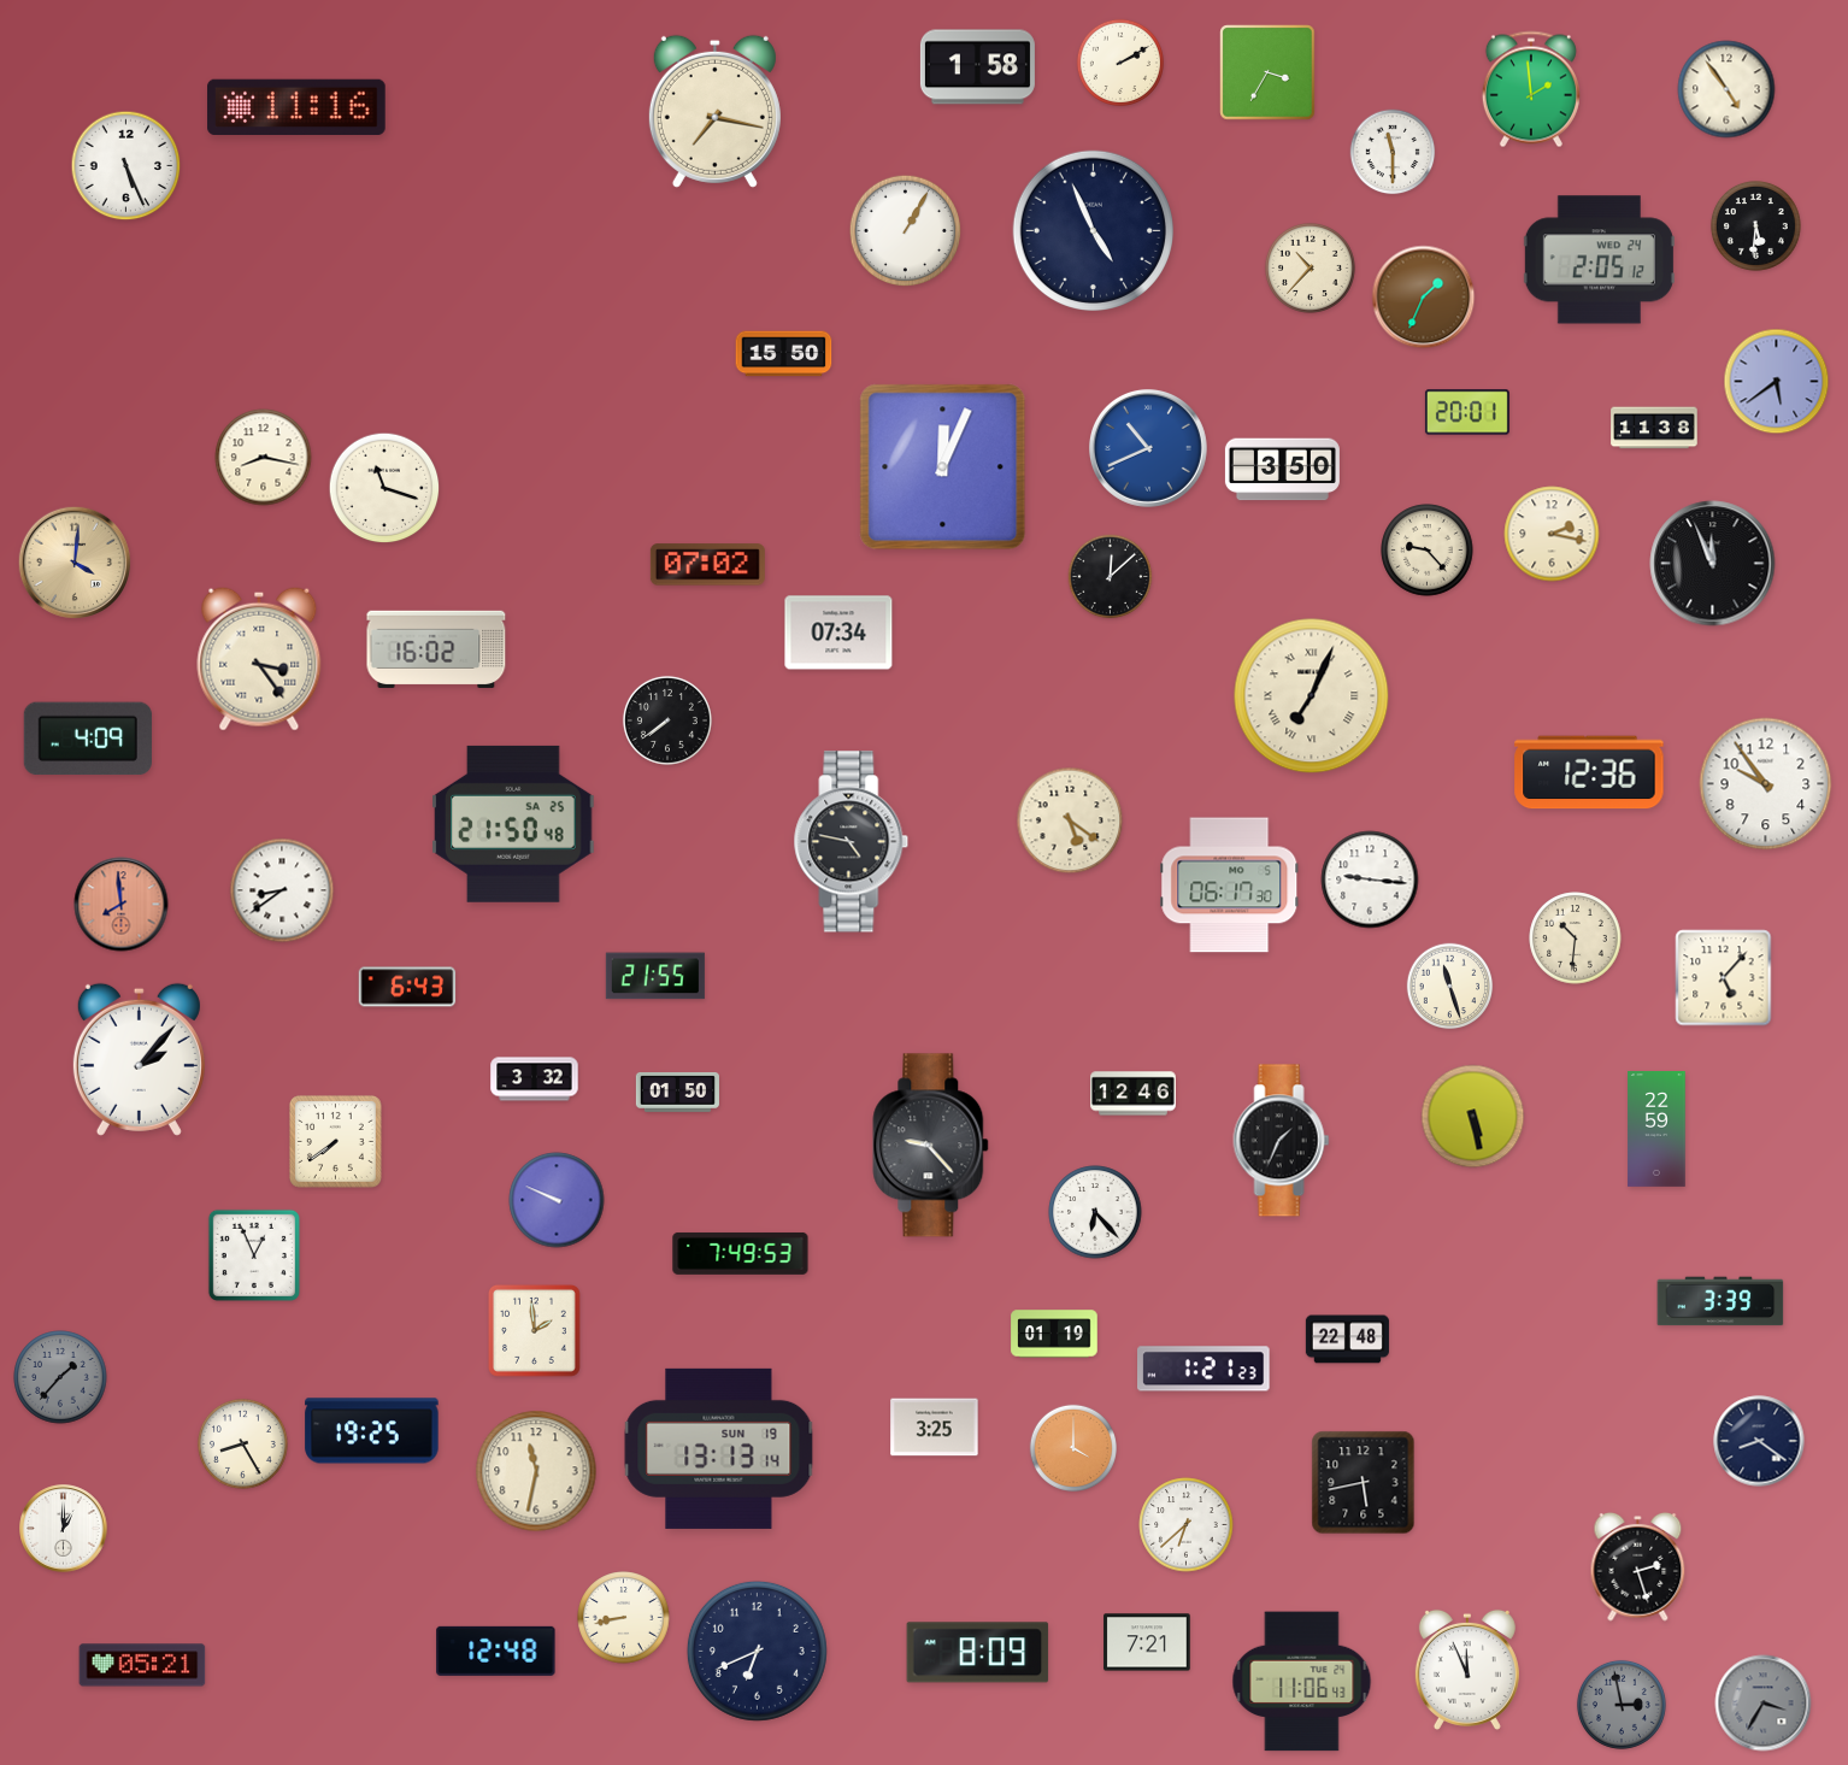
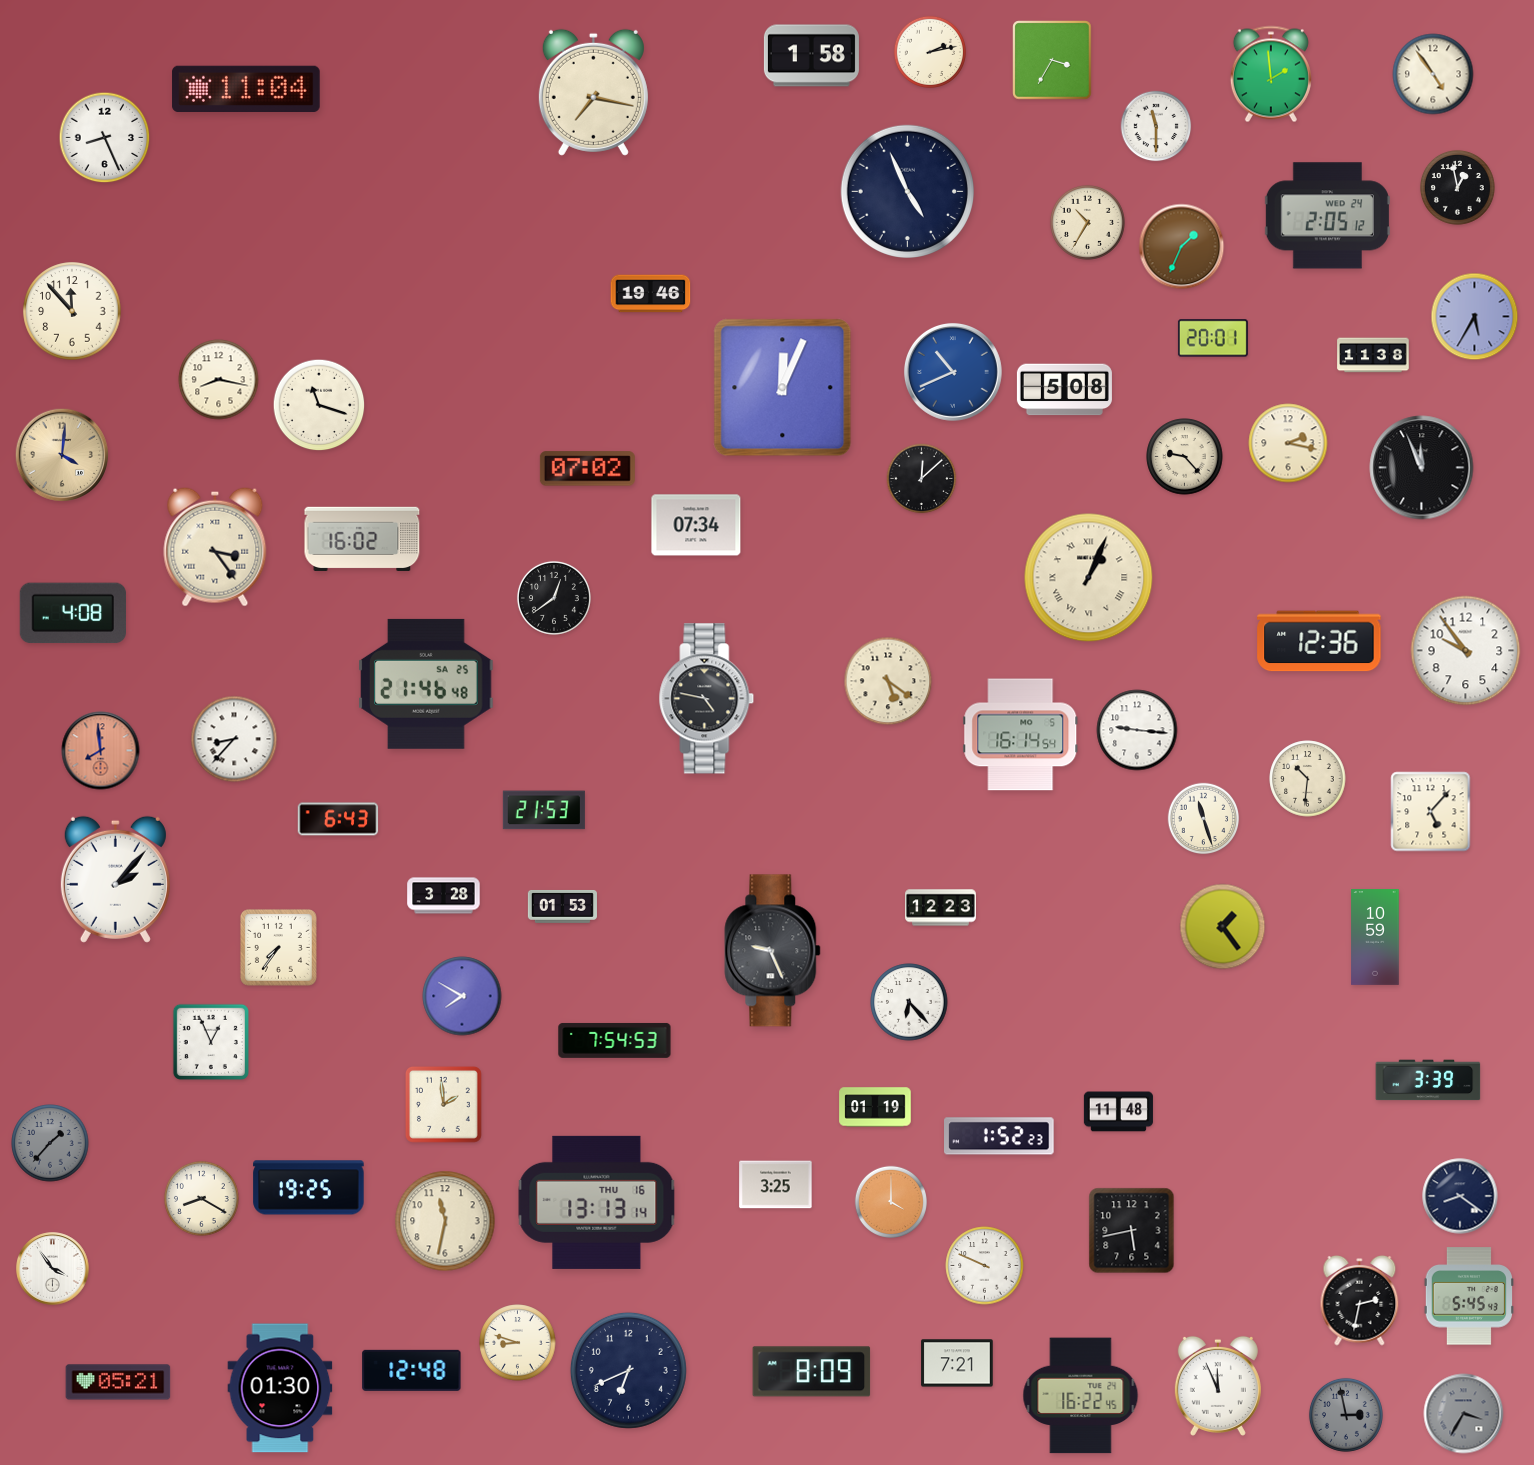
clock at (1119, 61): 2:10 -> 2:13
clock at (296, 106): 11:16 -> 11:04
clock at (126, 166): 5:26 -> 8:26
clock at (1755, 225): 5:31 -> 12:58
clock at (906, 231): 1:05 -> none
clock at (1310, 267): 10:37 -> 10:35
clock at (784, 354): 15:50 -> 19:46
clock at (72, 311): none -> 11:53
clock at (1777, 382): 5:39 -> 5:35
clock at (1467, 412) position: (1467, 412) -> (1213, 338)
clock at (1282, 470): 3:50 -> 5:08
clock at (73, 561) position: (73, 561) -> (61, 454)
clock at (1312, 696): 7:04 -> 1:04
clock at (667, 720): 7:39 -> 12:39
clock at (88, 739): 4:09 -> 4:08
clock at (513, 824): 21:50 -> 21:46
clock at (1230, 886): 06:17 -> 16:14
clock at (282, 890): 8:39 -> 8:37
clock at (655, 976): 21:55 -> 21:53
clock at (535, 1079): 3:32 -> 3:28
clock at (677, 1092): 01:50 -> 01:53
clock at (1134, 1094): 12:46 -> 12:23
clock at (1473, 1117): 5:28 -> 1:24
clock at (1656, 1130): 22:59 -> 10:59
clock at (335, 1141): 7:39 -> 7:36
clock at (1282, 1141): 1:34 -> none
clock at (931, 1146): 9:23 -> 9:26
clock at (557, 1200): 9:49 -> 7:50
clock at (1095, 1212) position: (1095, 1212) -> (909, 1002)
clock at (741, 1253): 7:49 -> 7:54
clock at (1347, 1340): 22:48 -> 11:48
clock at (1205, 1369): 1:21 -> 1:52
clock at (242, 1443): 8:25 -> 8:20
clock at (719, 1448) date: SUN 19 -> THU 16
clock at (1187, 1525): 6:38 -> 9:49
clock at (64, 1529): 1:00 -> 3:54
clock at (1469, 1296): none -> 5:45
clock at (1638, 1566): 2:27 -> 2:32
clock at (624, 1618): 8:43 -> 8:48
clock at (1147, 1642) position: (1147, 1642) -> (957, 1363)
clock at (280, 1388): none -> 01:30
clock at (1302, 1682): 11:06 -> 16:22
